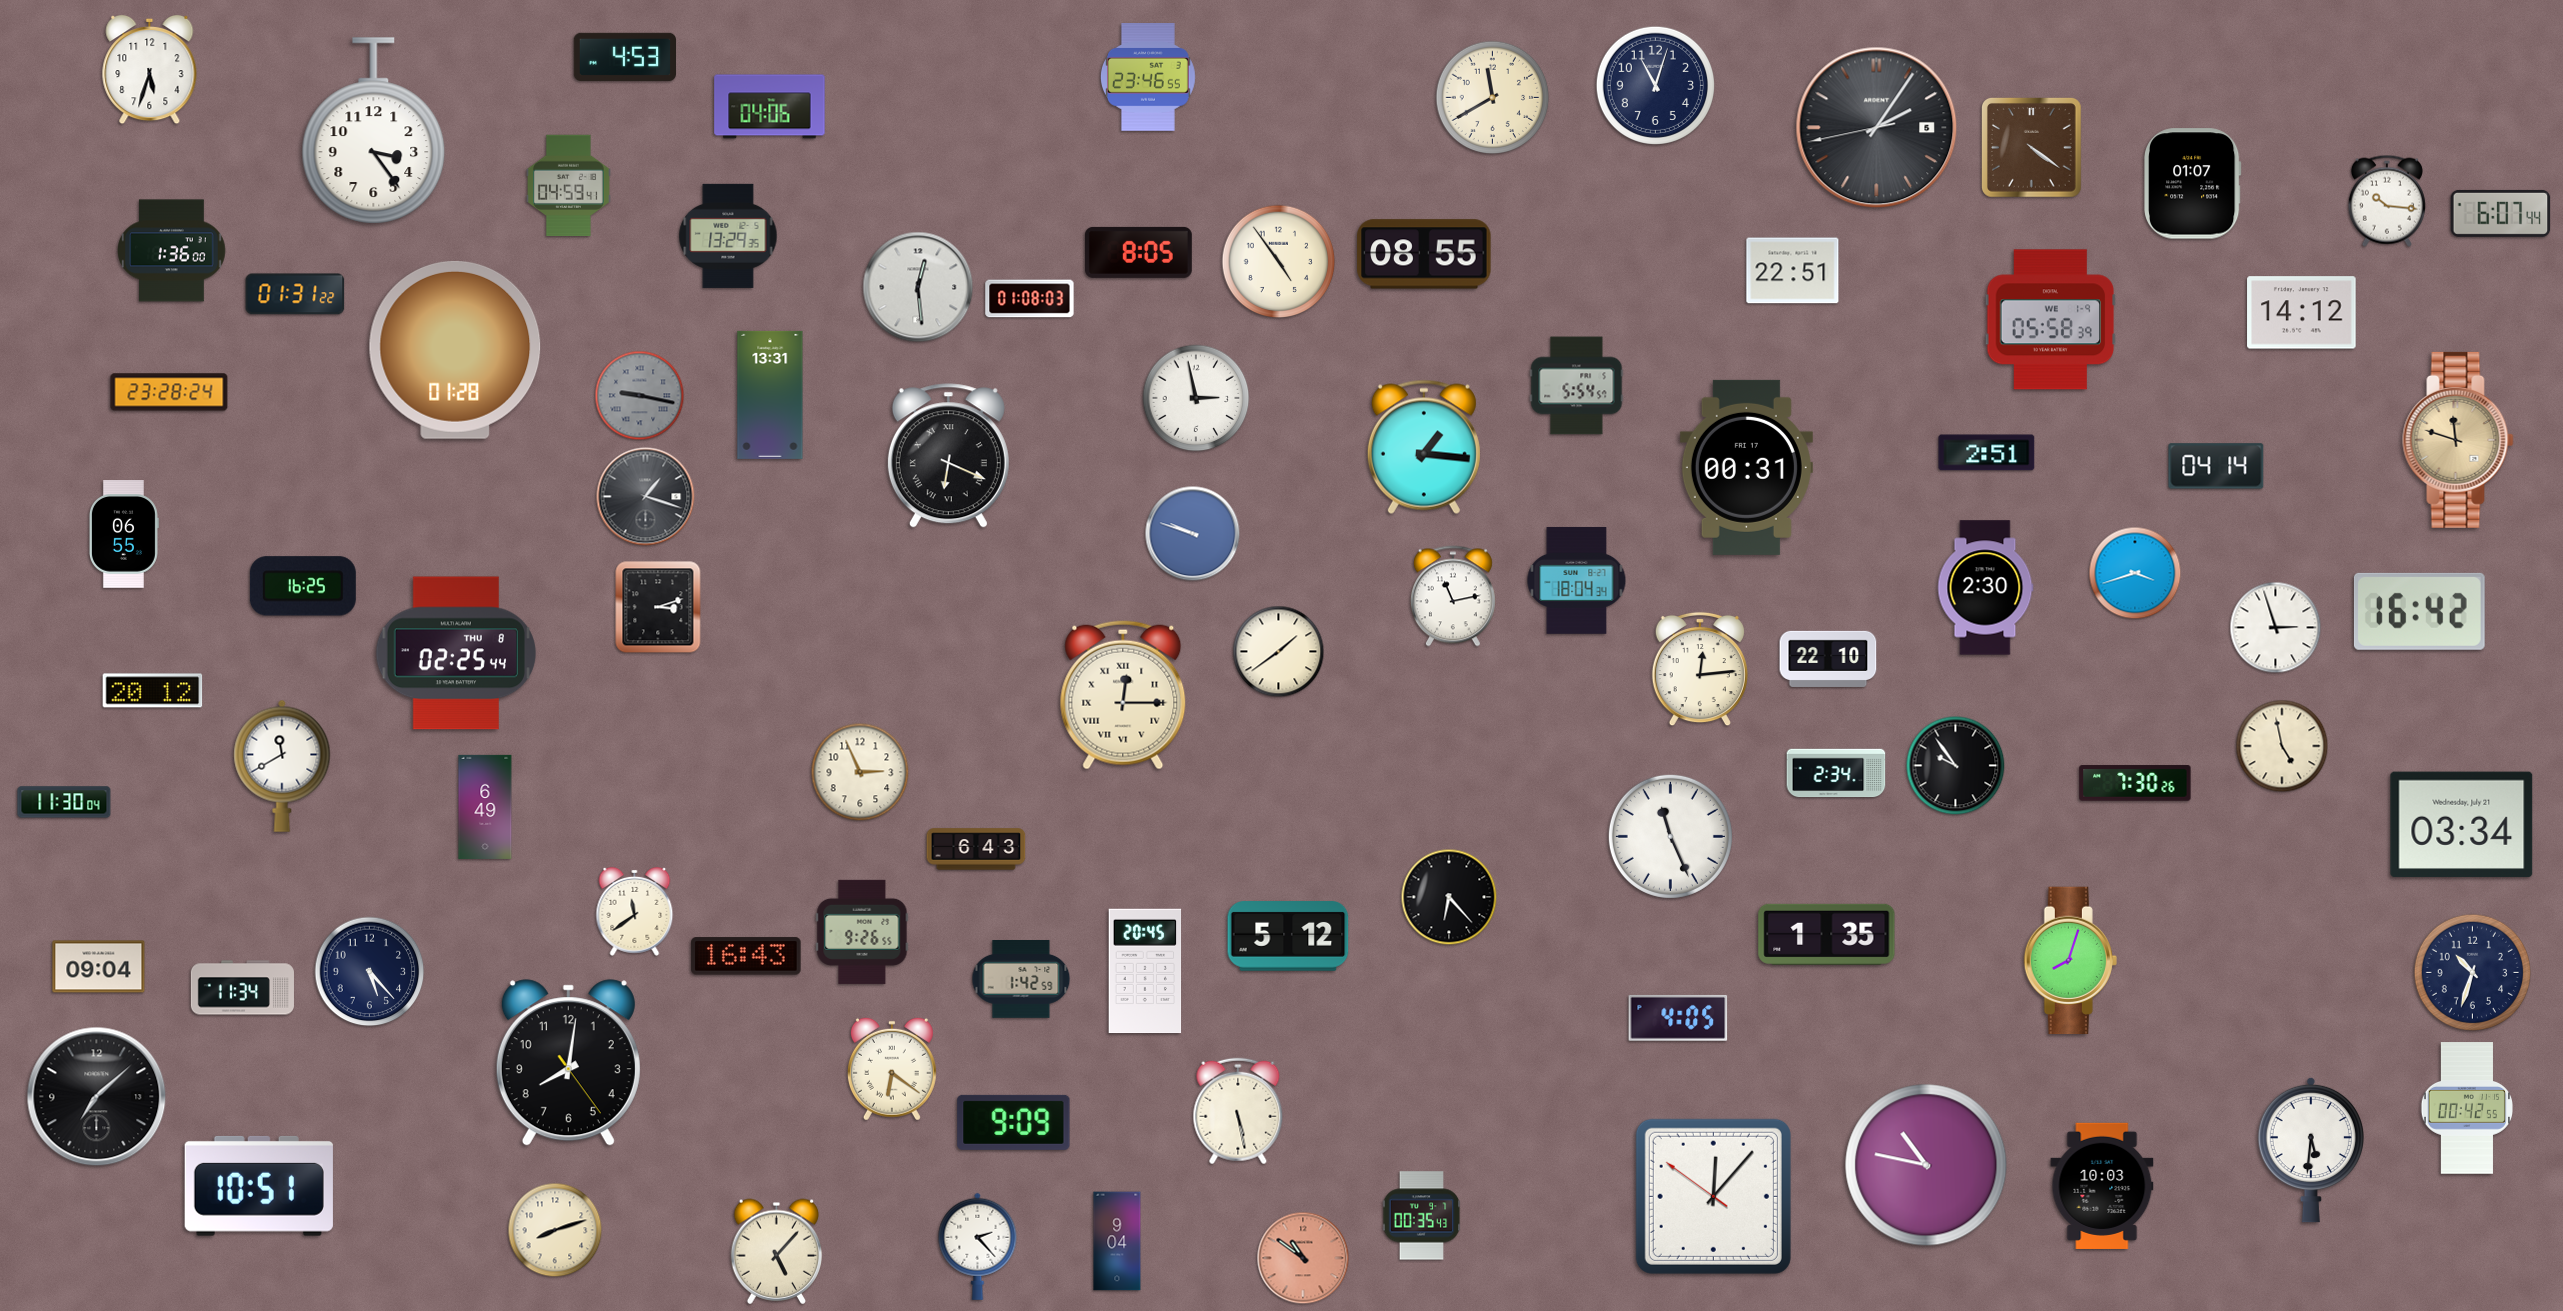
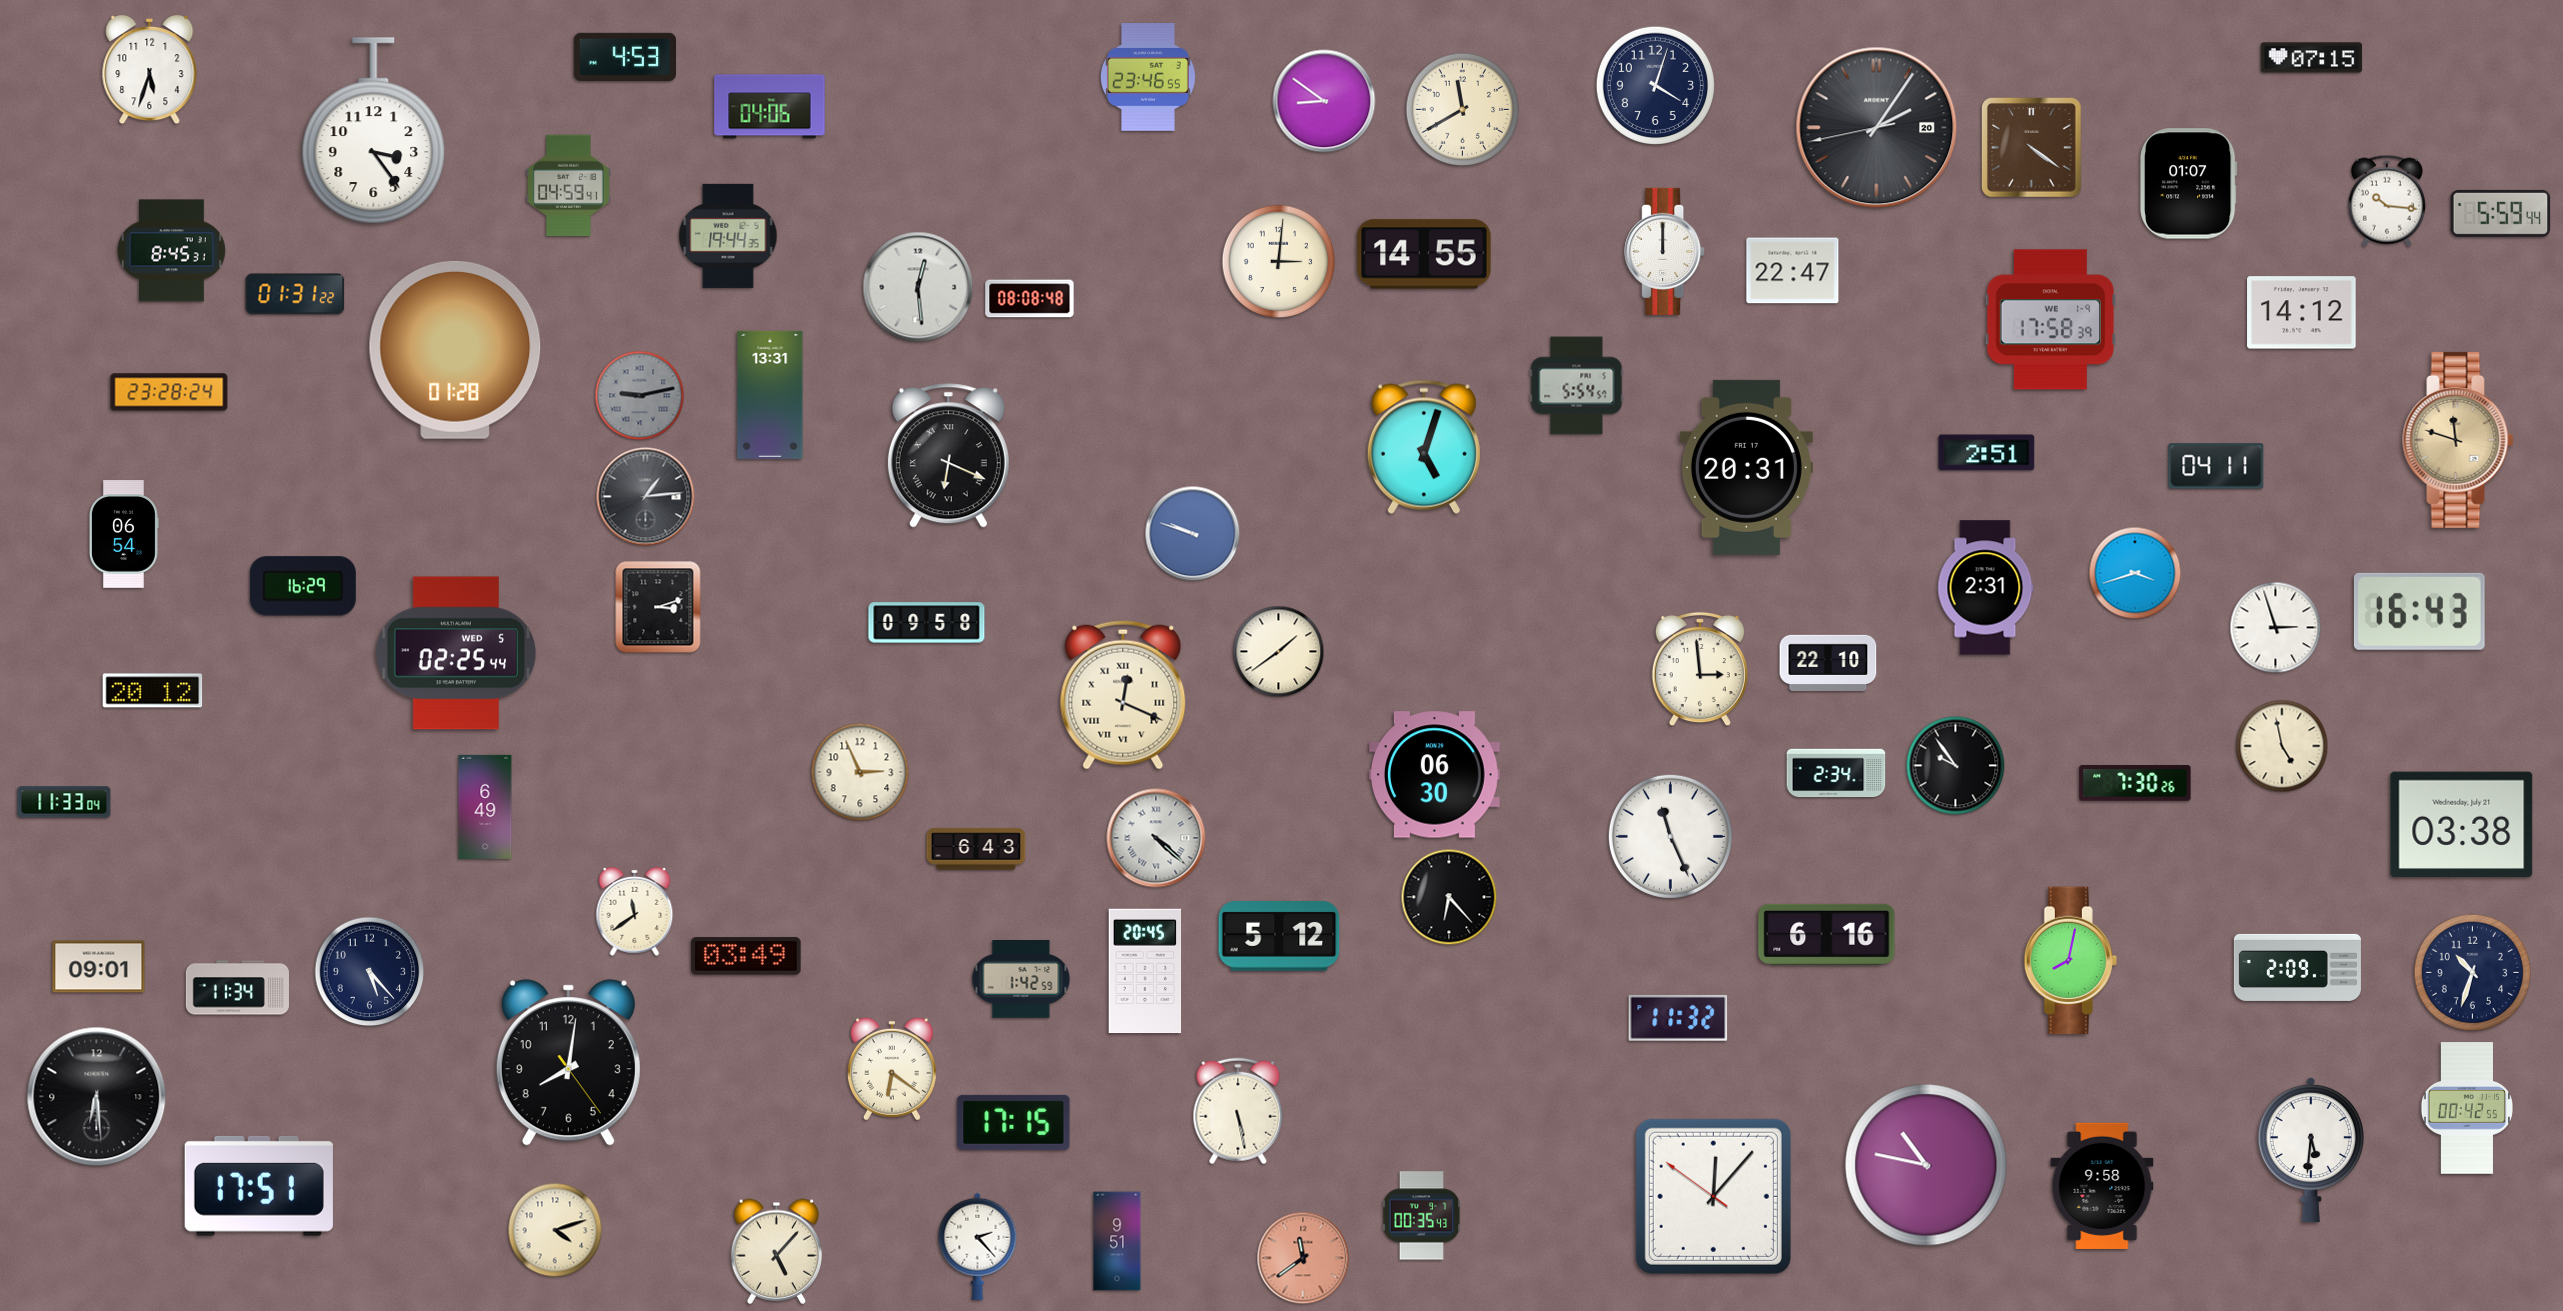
clock at (2312, 58): none -> 07:15
clock at (1655, 85): 11:03 -> 4:03
clock at (1493, 98) position: (1493, 98) -> (1463, 110)
clock at (1324, 101): none -> 8:51
clock at (1877, 128) date: 5 -> 20
clock at (2192, 184) position: (2192, 184) -> (2188, 184)
clock at (2501, 213): 6:07 -> 5:59
clock at (728, 236): 13:29 -> 19:44
clock at (172, 251): 1:36 -> 8:45
clock at (1665, 251): none -> 12:00
clock at (1138, 252): 8:05 -> none
clock at (1424, 254): 08:55 -> 14:55
clock at (1279, 262): 4:54 -> 3:01
clock at (1793, 271): 22:51 -> 22:47
clock at (1030, 299): 01:08 -> 08:08
clock at (2051, 320): 05:58 -> 17:58
clock at (640, 396): 9:17 -> 9:13
clock at (1196, 398): 2:58 -> none
clock at (1424, 447): 1:16 -> 5:03
clock at (2216, 466): 04:14 -> 04:11
clock at (1746, 467): 00:31 -> 20:31
clock at (646, 497): 1:18 -> 1:14
clock at (123, 534): 06:55 -> 06:54
clock at (1577, 580): 18:04 -> none
clock at (303, 586): 16:25 -> 16:29
clock at (1986, 588): 2:30 -> 2:31
clock at (1453, 596): 11:13 -> none
clock at (2419, 611): 16:42 -> 16:43
clock at (927, 623): none -> 09:58
clock at (456, 653) date: THU 8 -> WED 5
clock at (1828, 659) position: (1828, 659) -> (1828, 663)
clock at (1700, 669): 12:14 -> 2:59
clock at (1123, 695): 12:15 -> 12:19
clock at (282, 766): 11:40 -> none
clock at (1435, 775): none -> 06:30
clock at (64, 802): 11:30 -> 11:33
clock at (2462, 825): 03:34 -> 03:38
clock at (1156, 838): none -> 4:22
clock at (862, 932): 9:26 -> none
clock at (1827, 934): 1:35 -> 6:16
clock at (1288, 936) position: (1288, 936) -> (1279, 936)
clock at (746, 956): 16:43 -> 03:49
clock at (2070, 961): 8:03 -> 8:02
clock at (99, 967): 09:04 -> 09:01
clock at (2297, 967): none -> 2:09
clock at (242, 988) position: (242, 988) -> (237, 988)
clock at (1678, 1018): 4:05 -> 11:32
clock at (97, 1097): 7:08 -> 6:29
clock at (1014, 1122): 9:09 -> 17:15
clock at (259, 1186): 10:51 -> 17:51
clock at (2102, 1186): 10:03 -> 9:58
clock at (555, 1230): 8:12 -> 4:12
clock at (1117, 1241): 9:04 -> 9:51
clock at (1303, 1258): 10:51 -> 11:39
